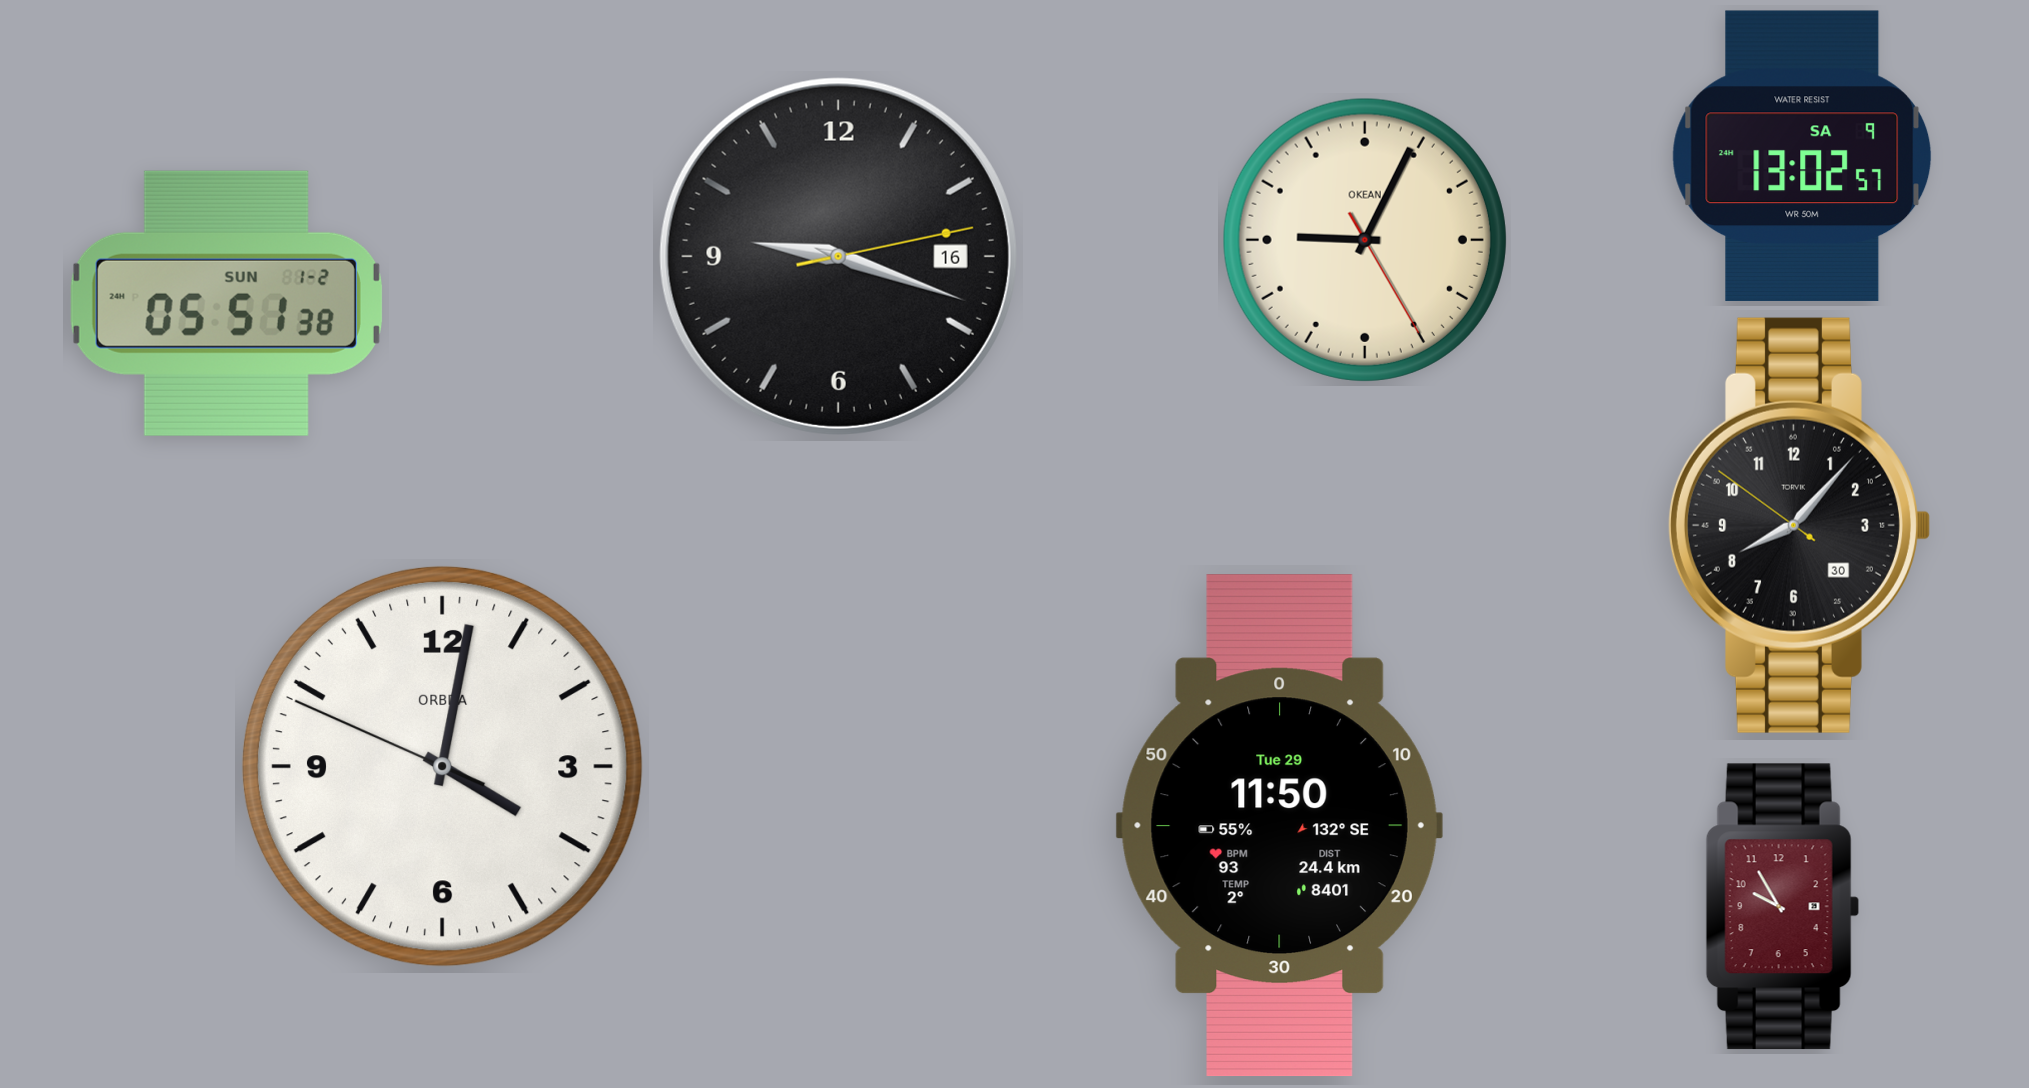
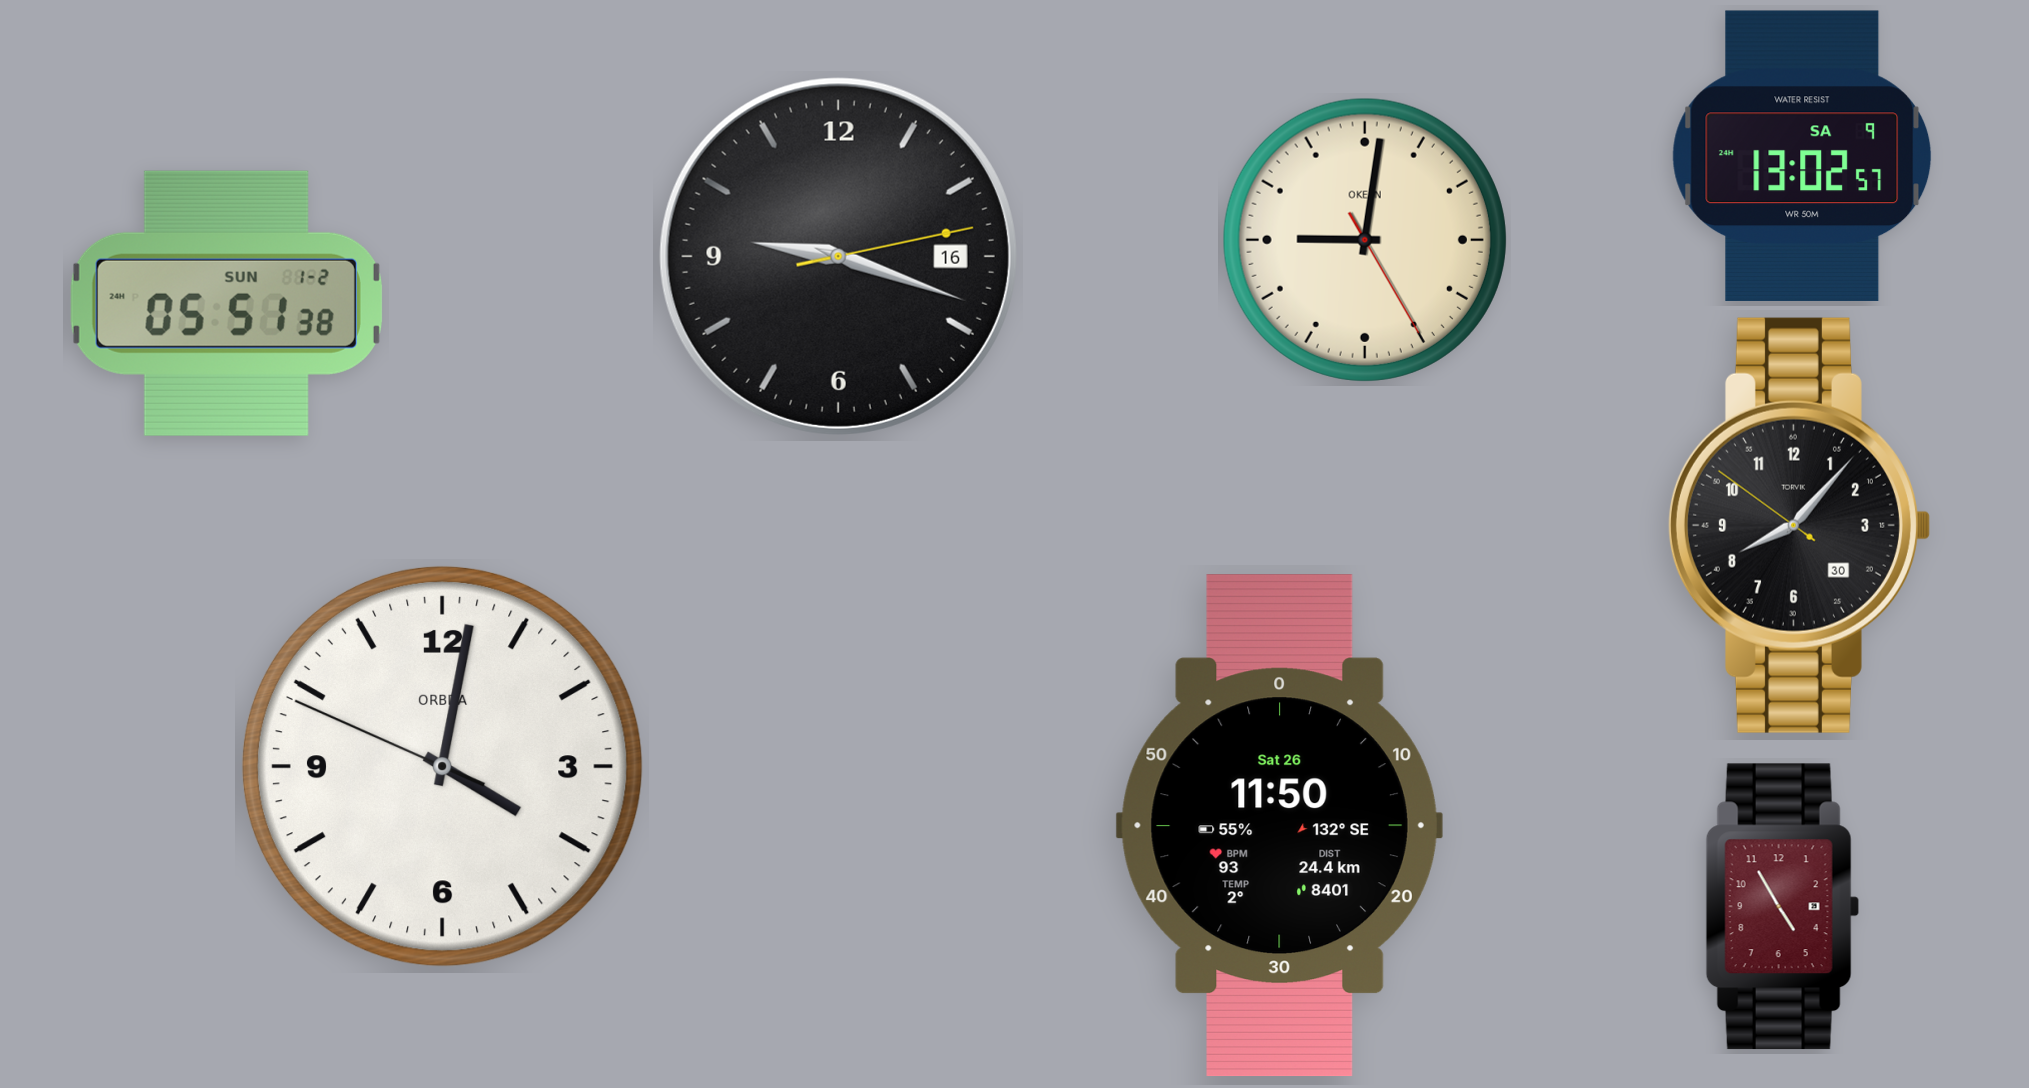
clock at (1365, 240): 9:04 -> 9:01
clock at (1279, 826) date: Tue 29 -> Sat 26
clock at (1782, 907): 9:55 -> 4:55
